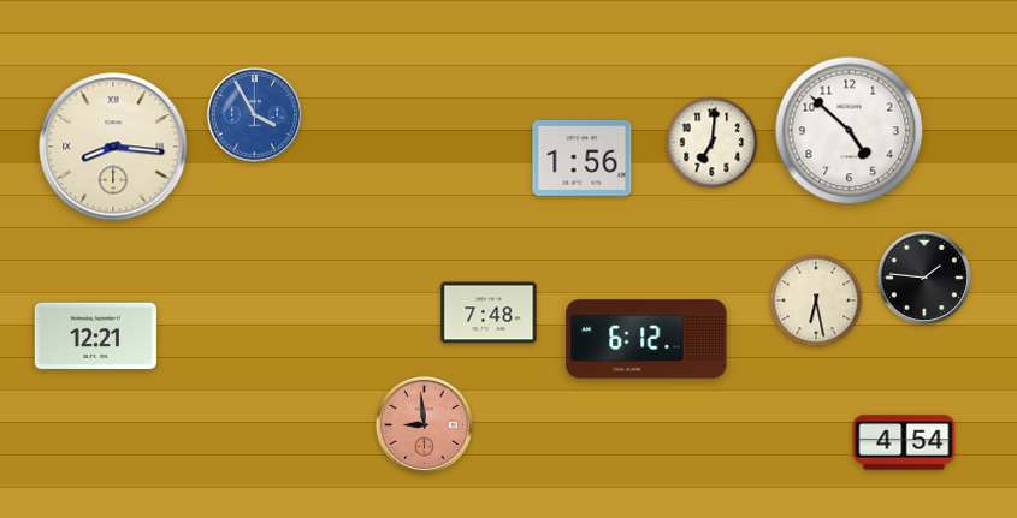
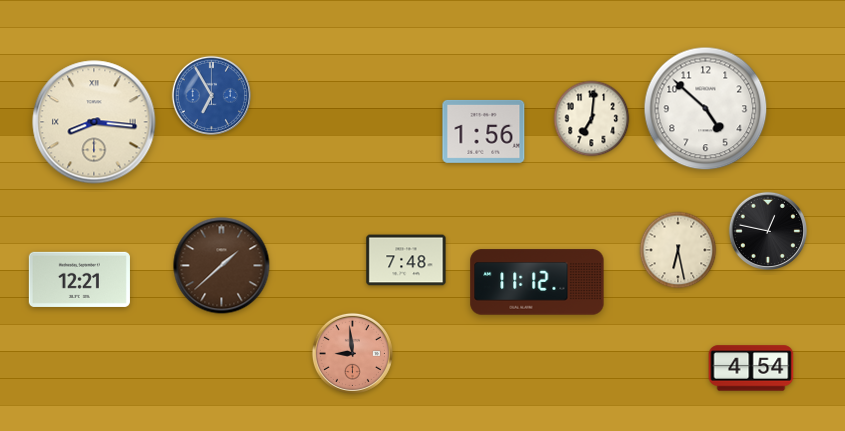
clock at (254, 114): 3:55 -> 6:55
clock at (923, 276): 1:46 -> 12:47
clock at (222, 266): none -> 1:38
clock at (646, 339): 6:12 -> 11:12
